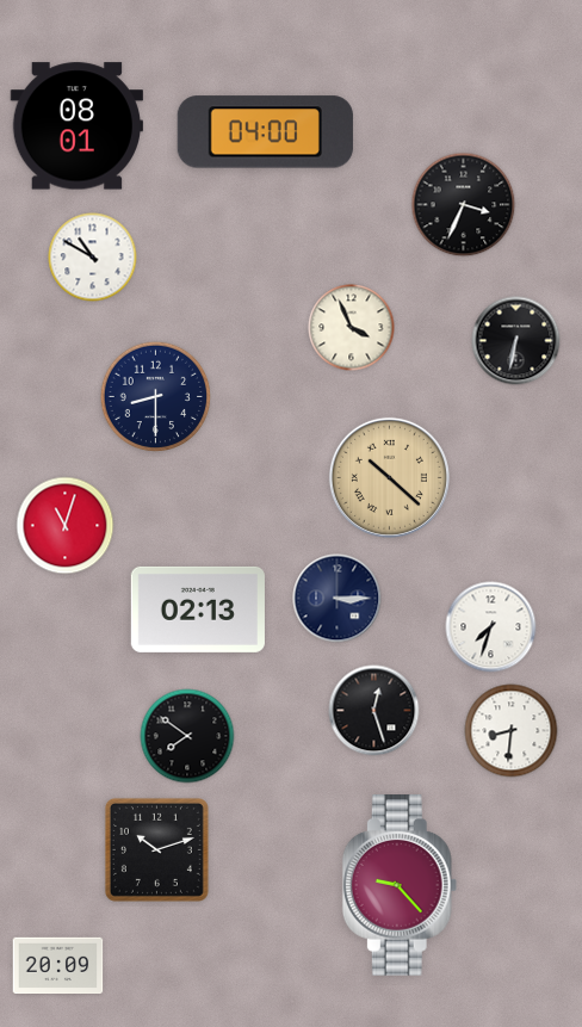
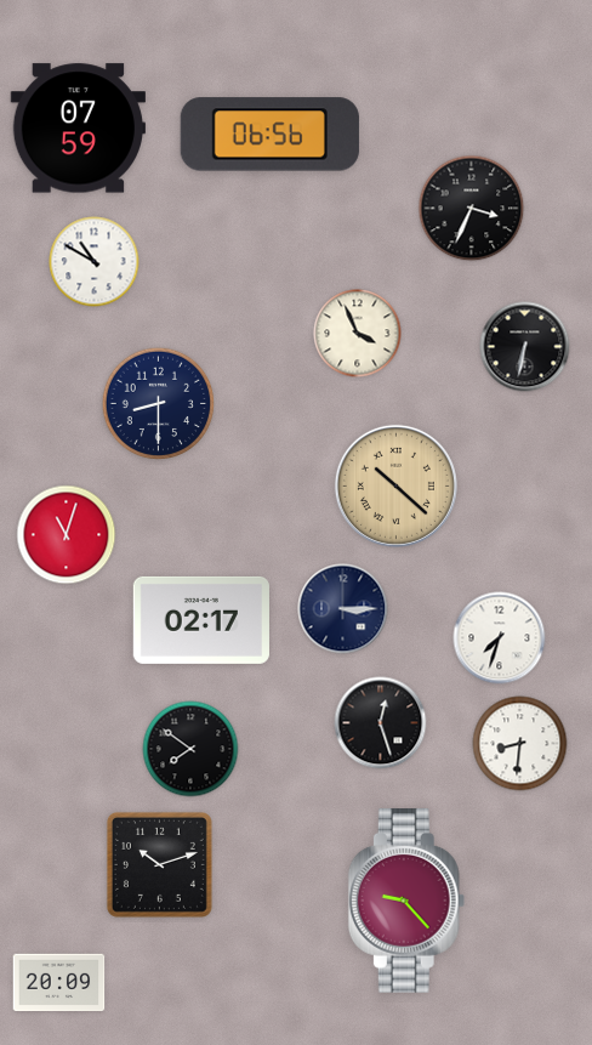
clock at (76, 126): 08:01 -> 07:59
clock at (265, 132): 04:00 -> 06:56
clock at (198, 610): 02:13 -> 02:17
